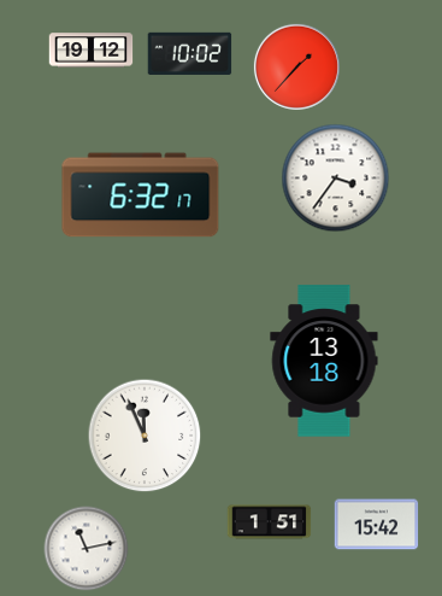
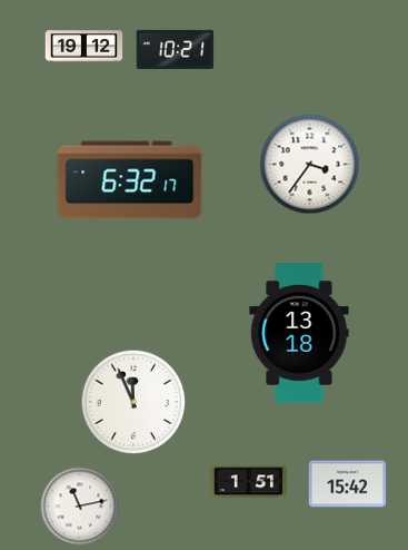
clock at (190, 53): 10:02 -> 10:21
clock at (296, 66): 1:37 -> none
